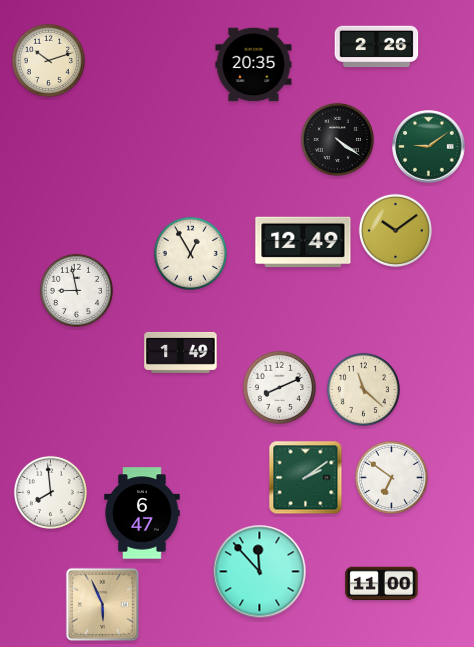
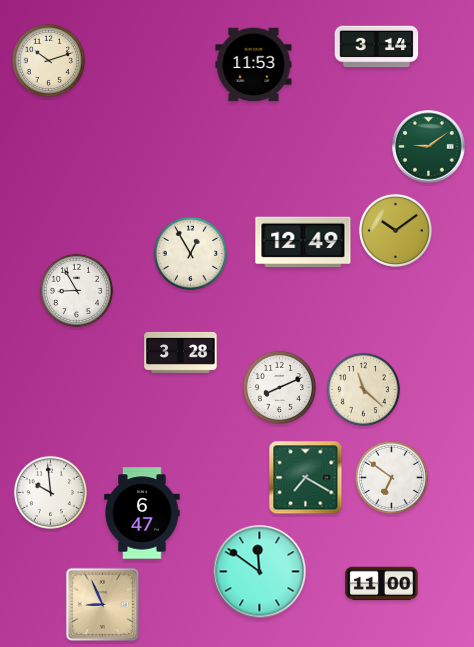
clock at (377, 47): 2:26 -> 3:14
clock at (254, 65): 20:35 -> 11:53
clock at (337, 139): 4:21 -> none
clock at (76, 290): 8:58 -> 8:55
clock at (181, 352): 1:49 -> 3:28
clock at (306, 478): 2:09 -> 7:20
clock at (50, 492): 7:59 -> 9:59
clock at (260, 572): 11:53 -> 11:51
clock at (102, 604): 5:56 -> 8:56
